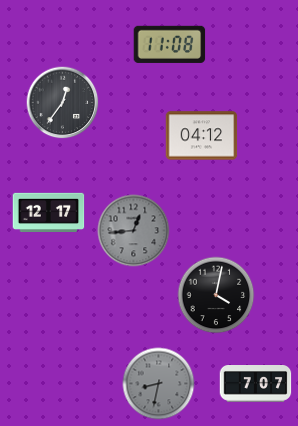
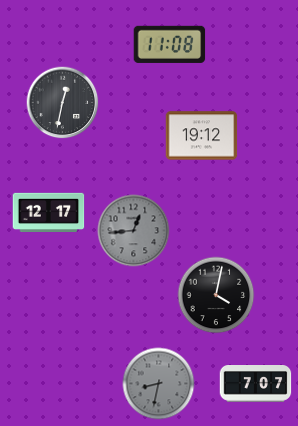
clock at (63, 103): 12:36 -> 12:32
clock at (202, 136): 04:12 -> 19:12
